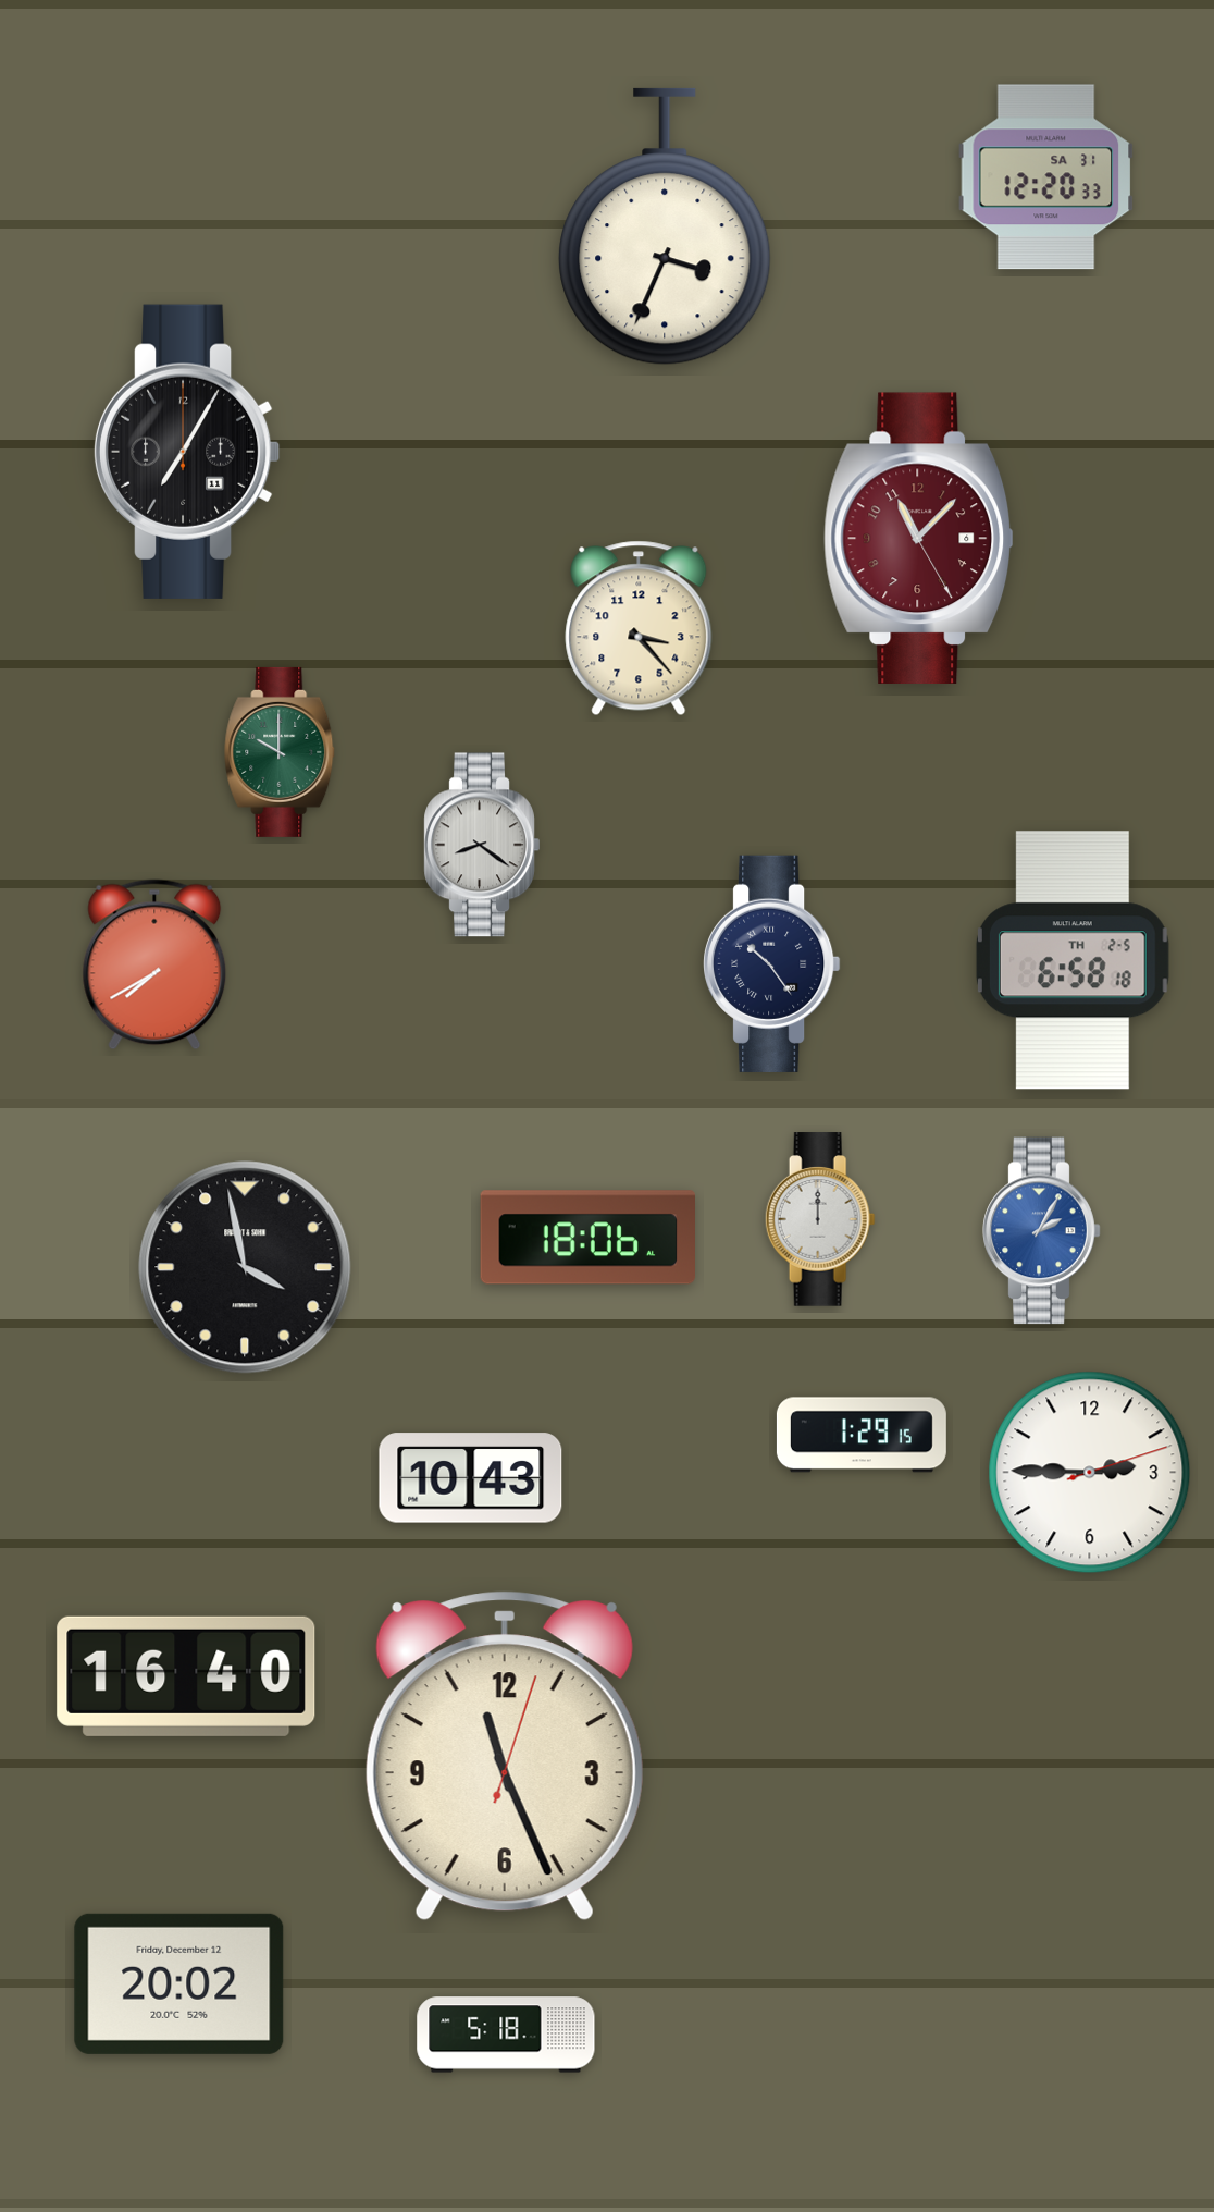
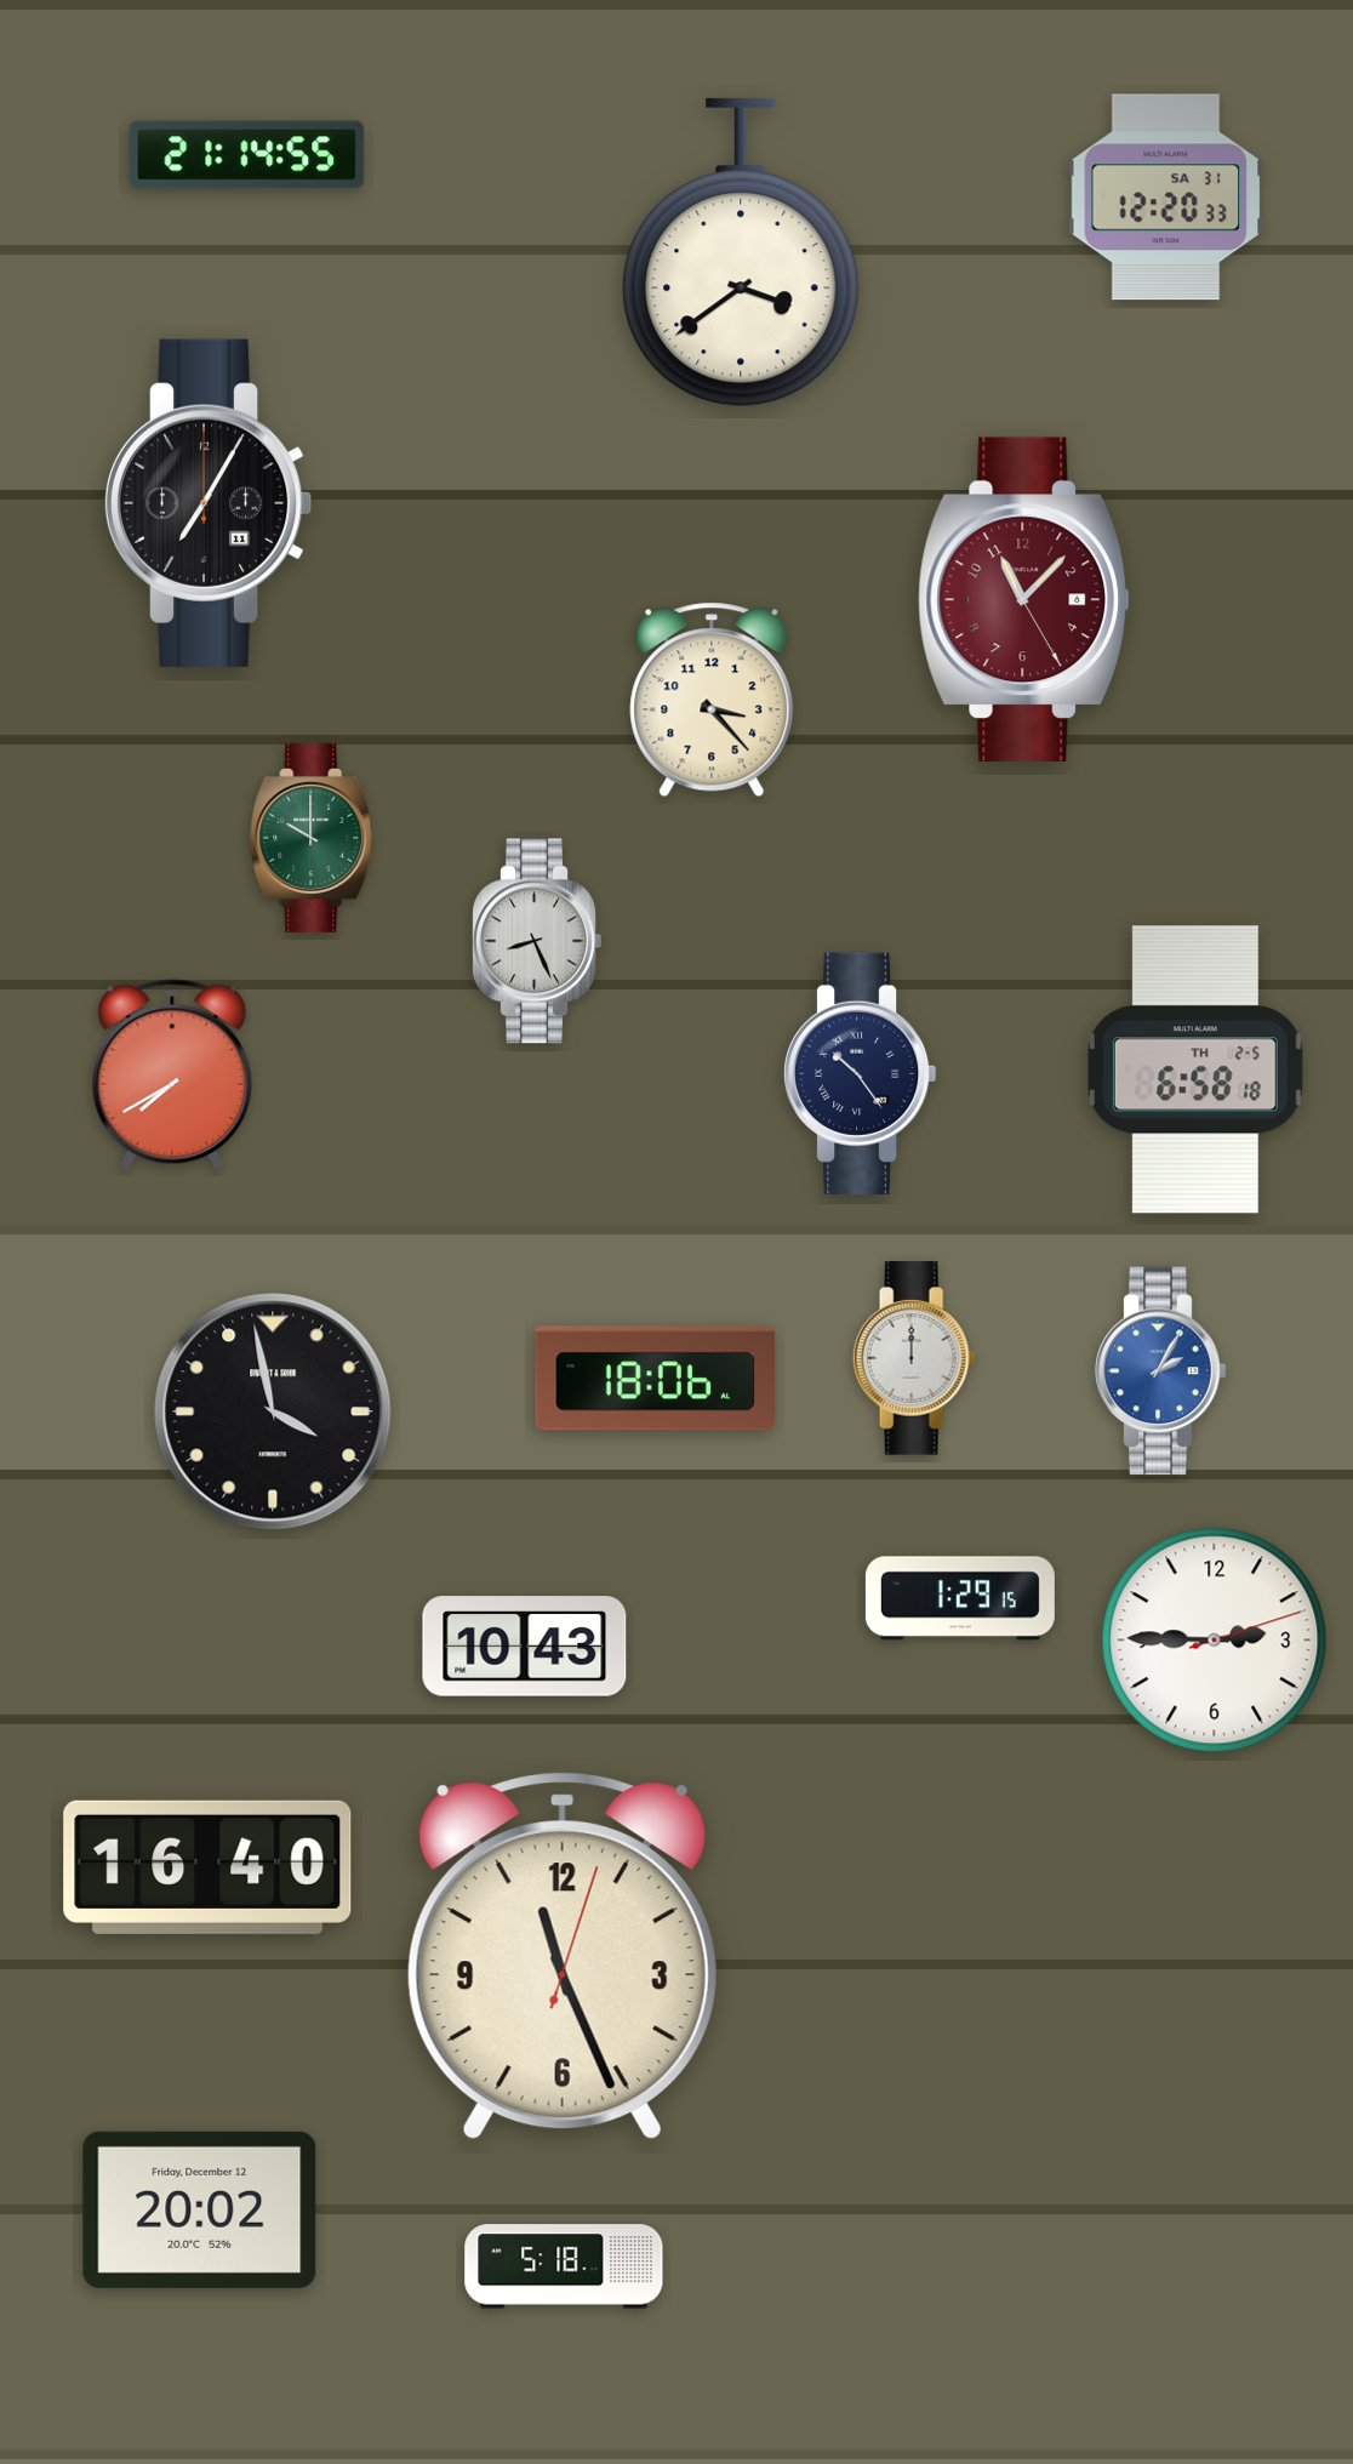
clock at (247, 155): none -> 21:14
clock at (665, 226): 3:34 -> 3:39
clock at (482, 845): 8:21 -> 8:26
